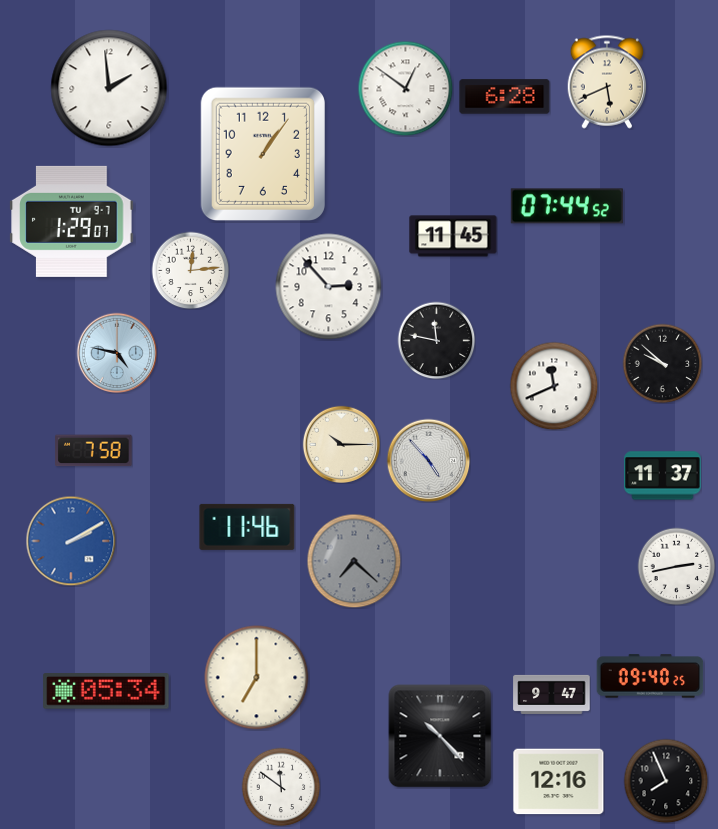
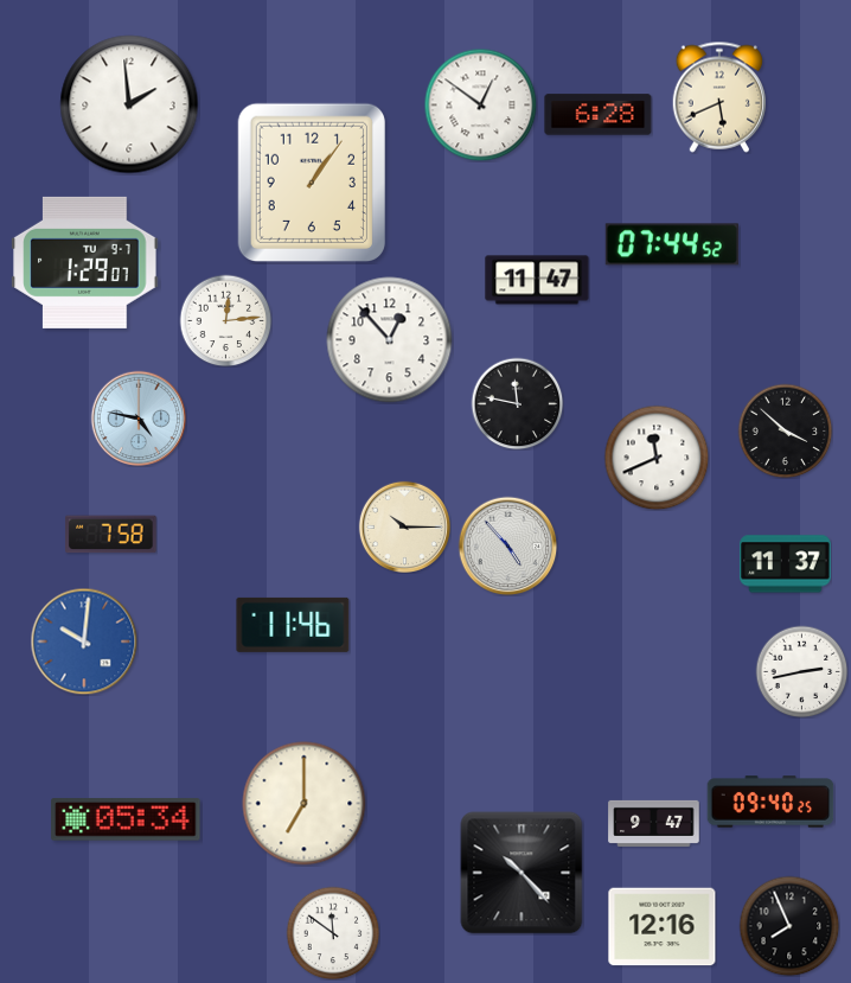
clock at (453, 236): 11:45 -> 11:47
clock at (329, 287): 2:53 -> 12:53
clock at (662, 363): 9:52 -> 3:52
clock at (71, 541): 2:10 -> 10:01
clock at (354, 561): 7:22 -> none
